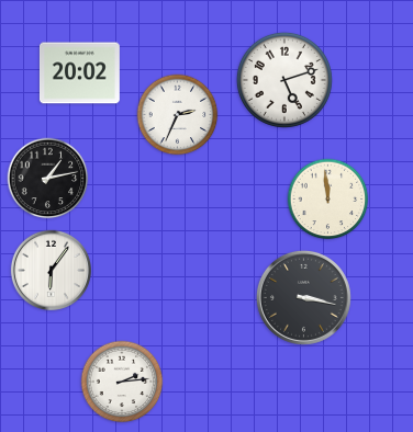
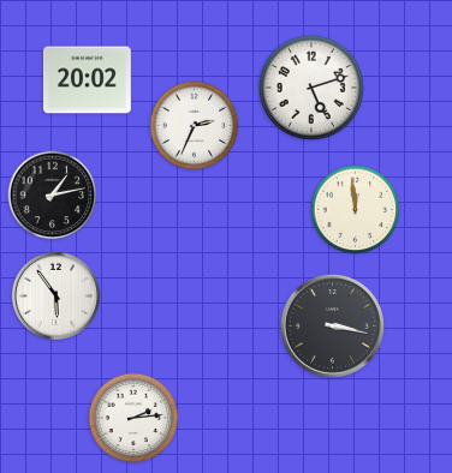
clock at (328, 200) position: (328, 200) -> (356, 210)
clock at (51, 270): 6:06 -> 5:54
